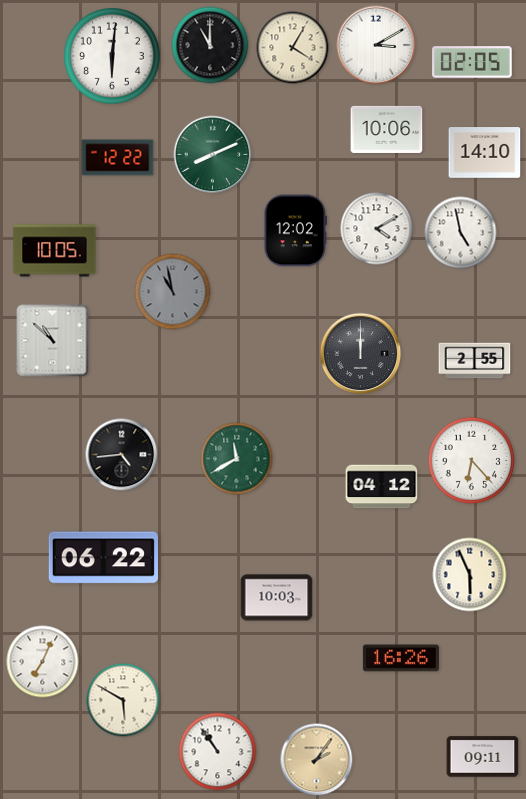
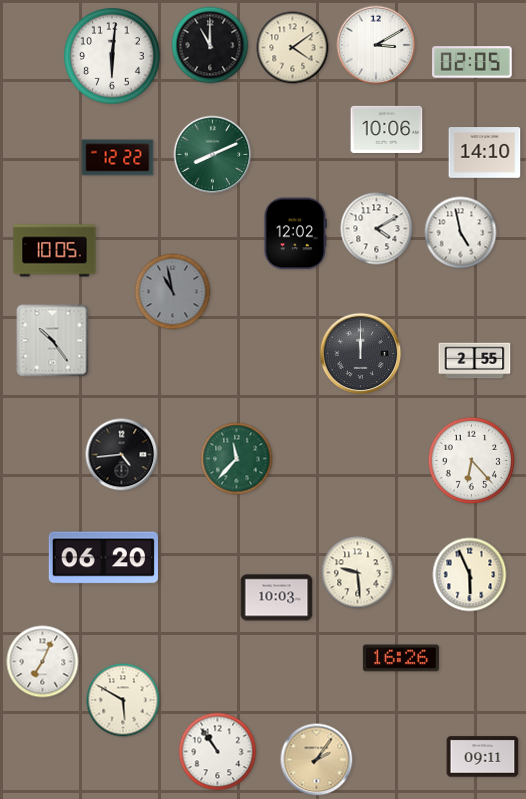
clock at (293, 48): 4:05 -> 4:09
clock at (295, 231) position: (295, 231) -> (295, 234)
clock at (53, 341): 10:52 -> 10:24
clock at (237, 459): 11:40 -> 11:37
clock at (382, 487): 04:12 -> none
clock at (103, 558): 06:22 -> 06:20
clock at (358, 573): none -> 9:29
